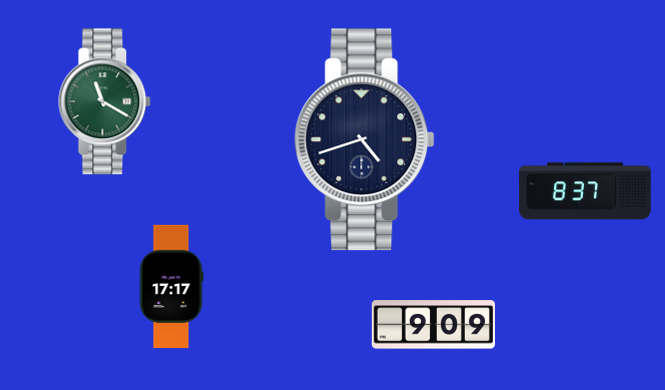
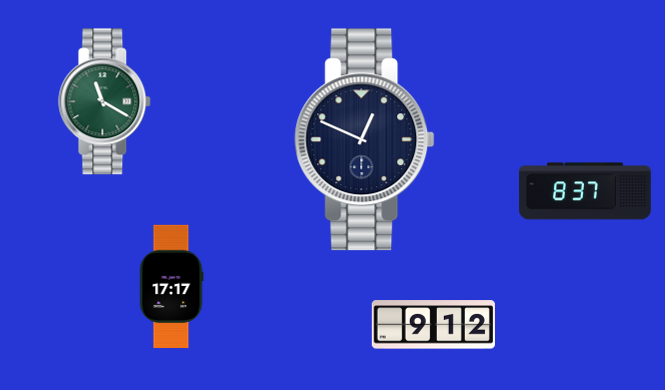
clock at (365, 140): 4:42 -> 12:49
clock at (433, 325): 9:09 -> 9:12
